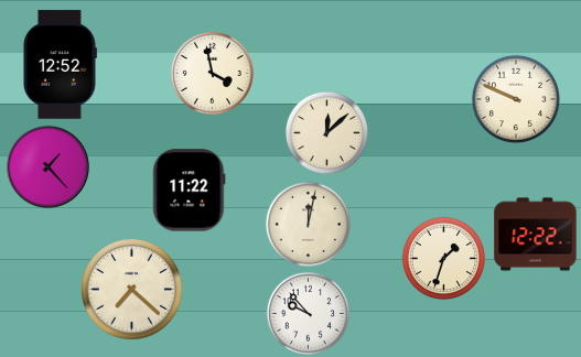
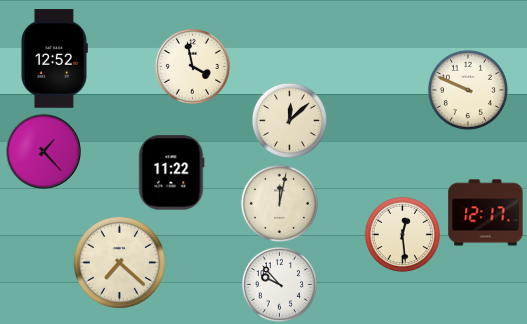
clock at (326, 132) position: (326, 132) -> (289, 120)
clock at (536, 235): 12:22 -> 12:17
clock at (443, 258): 1:33 -> 12:29
